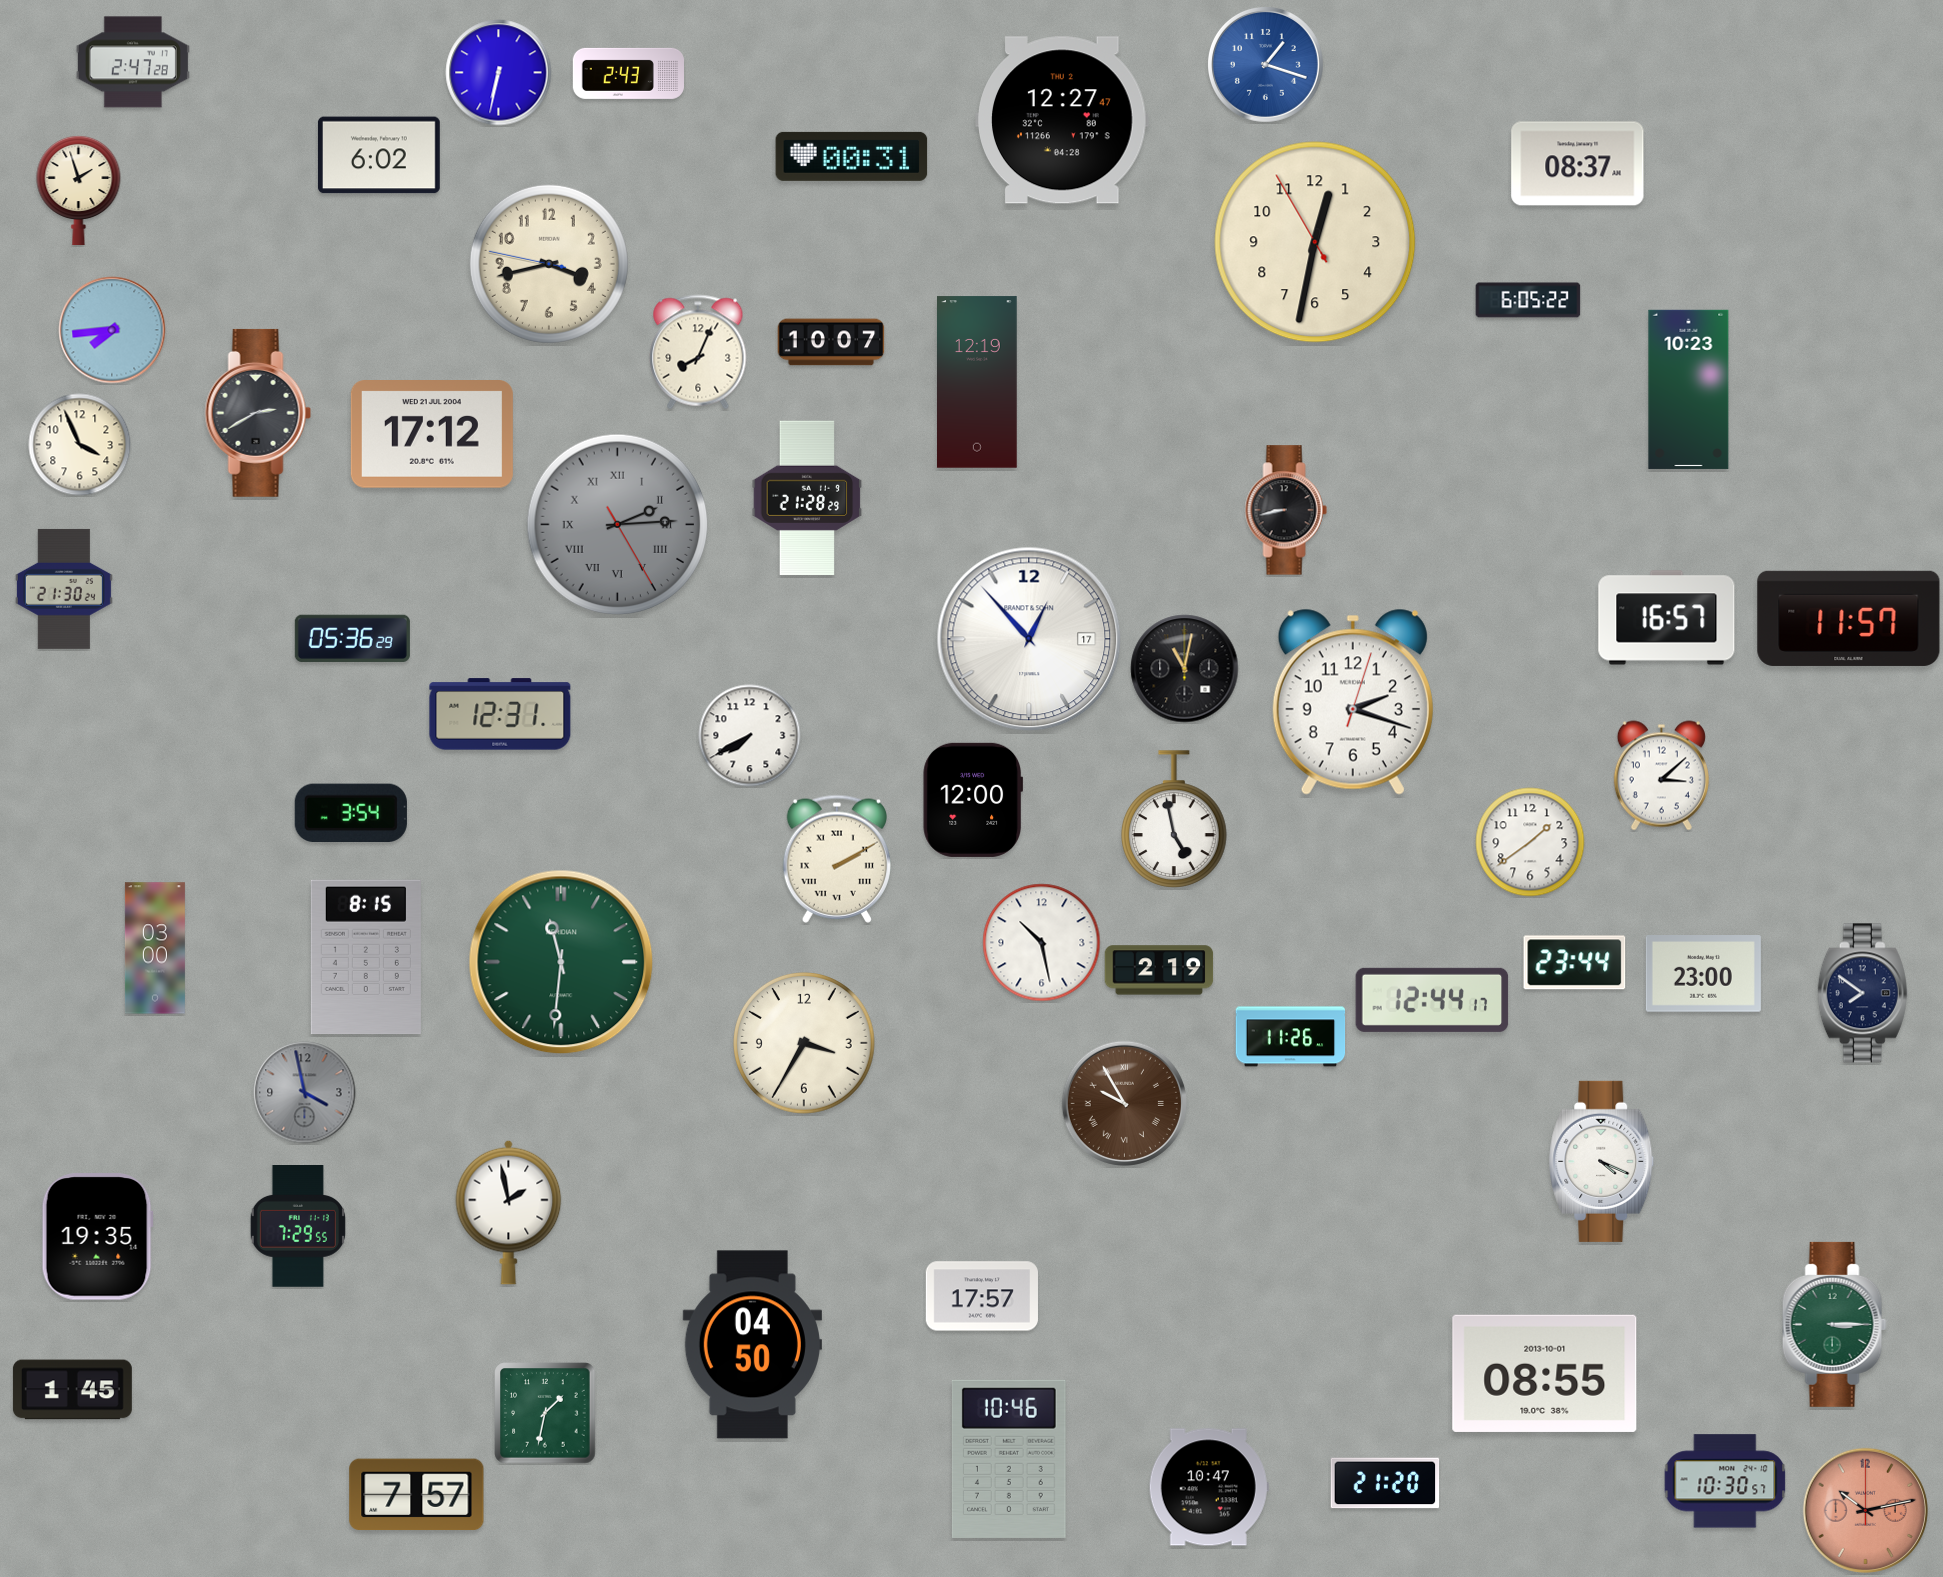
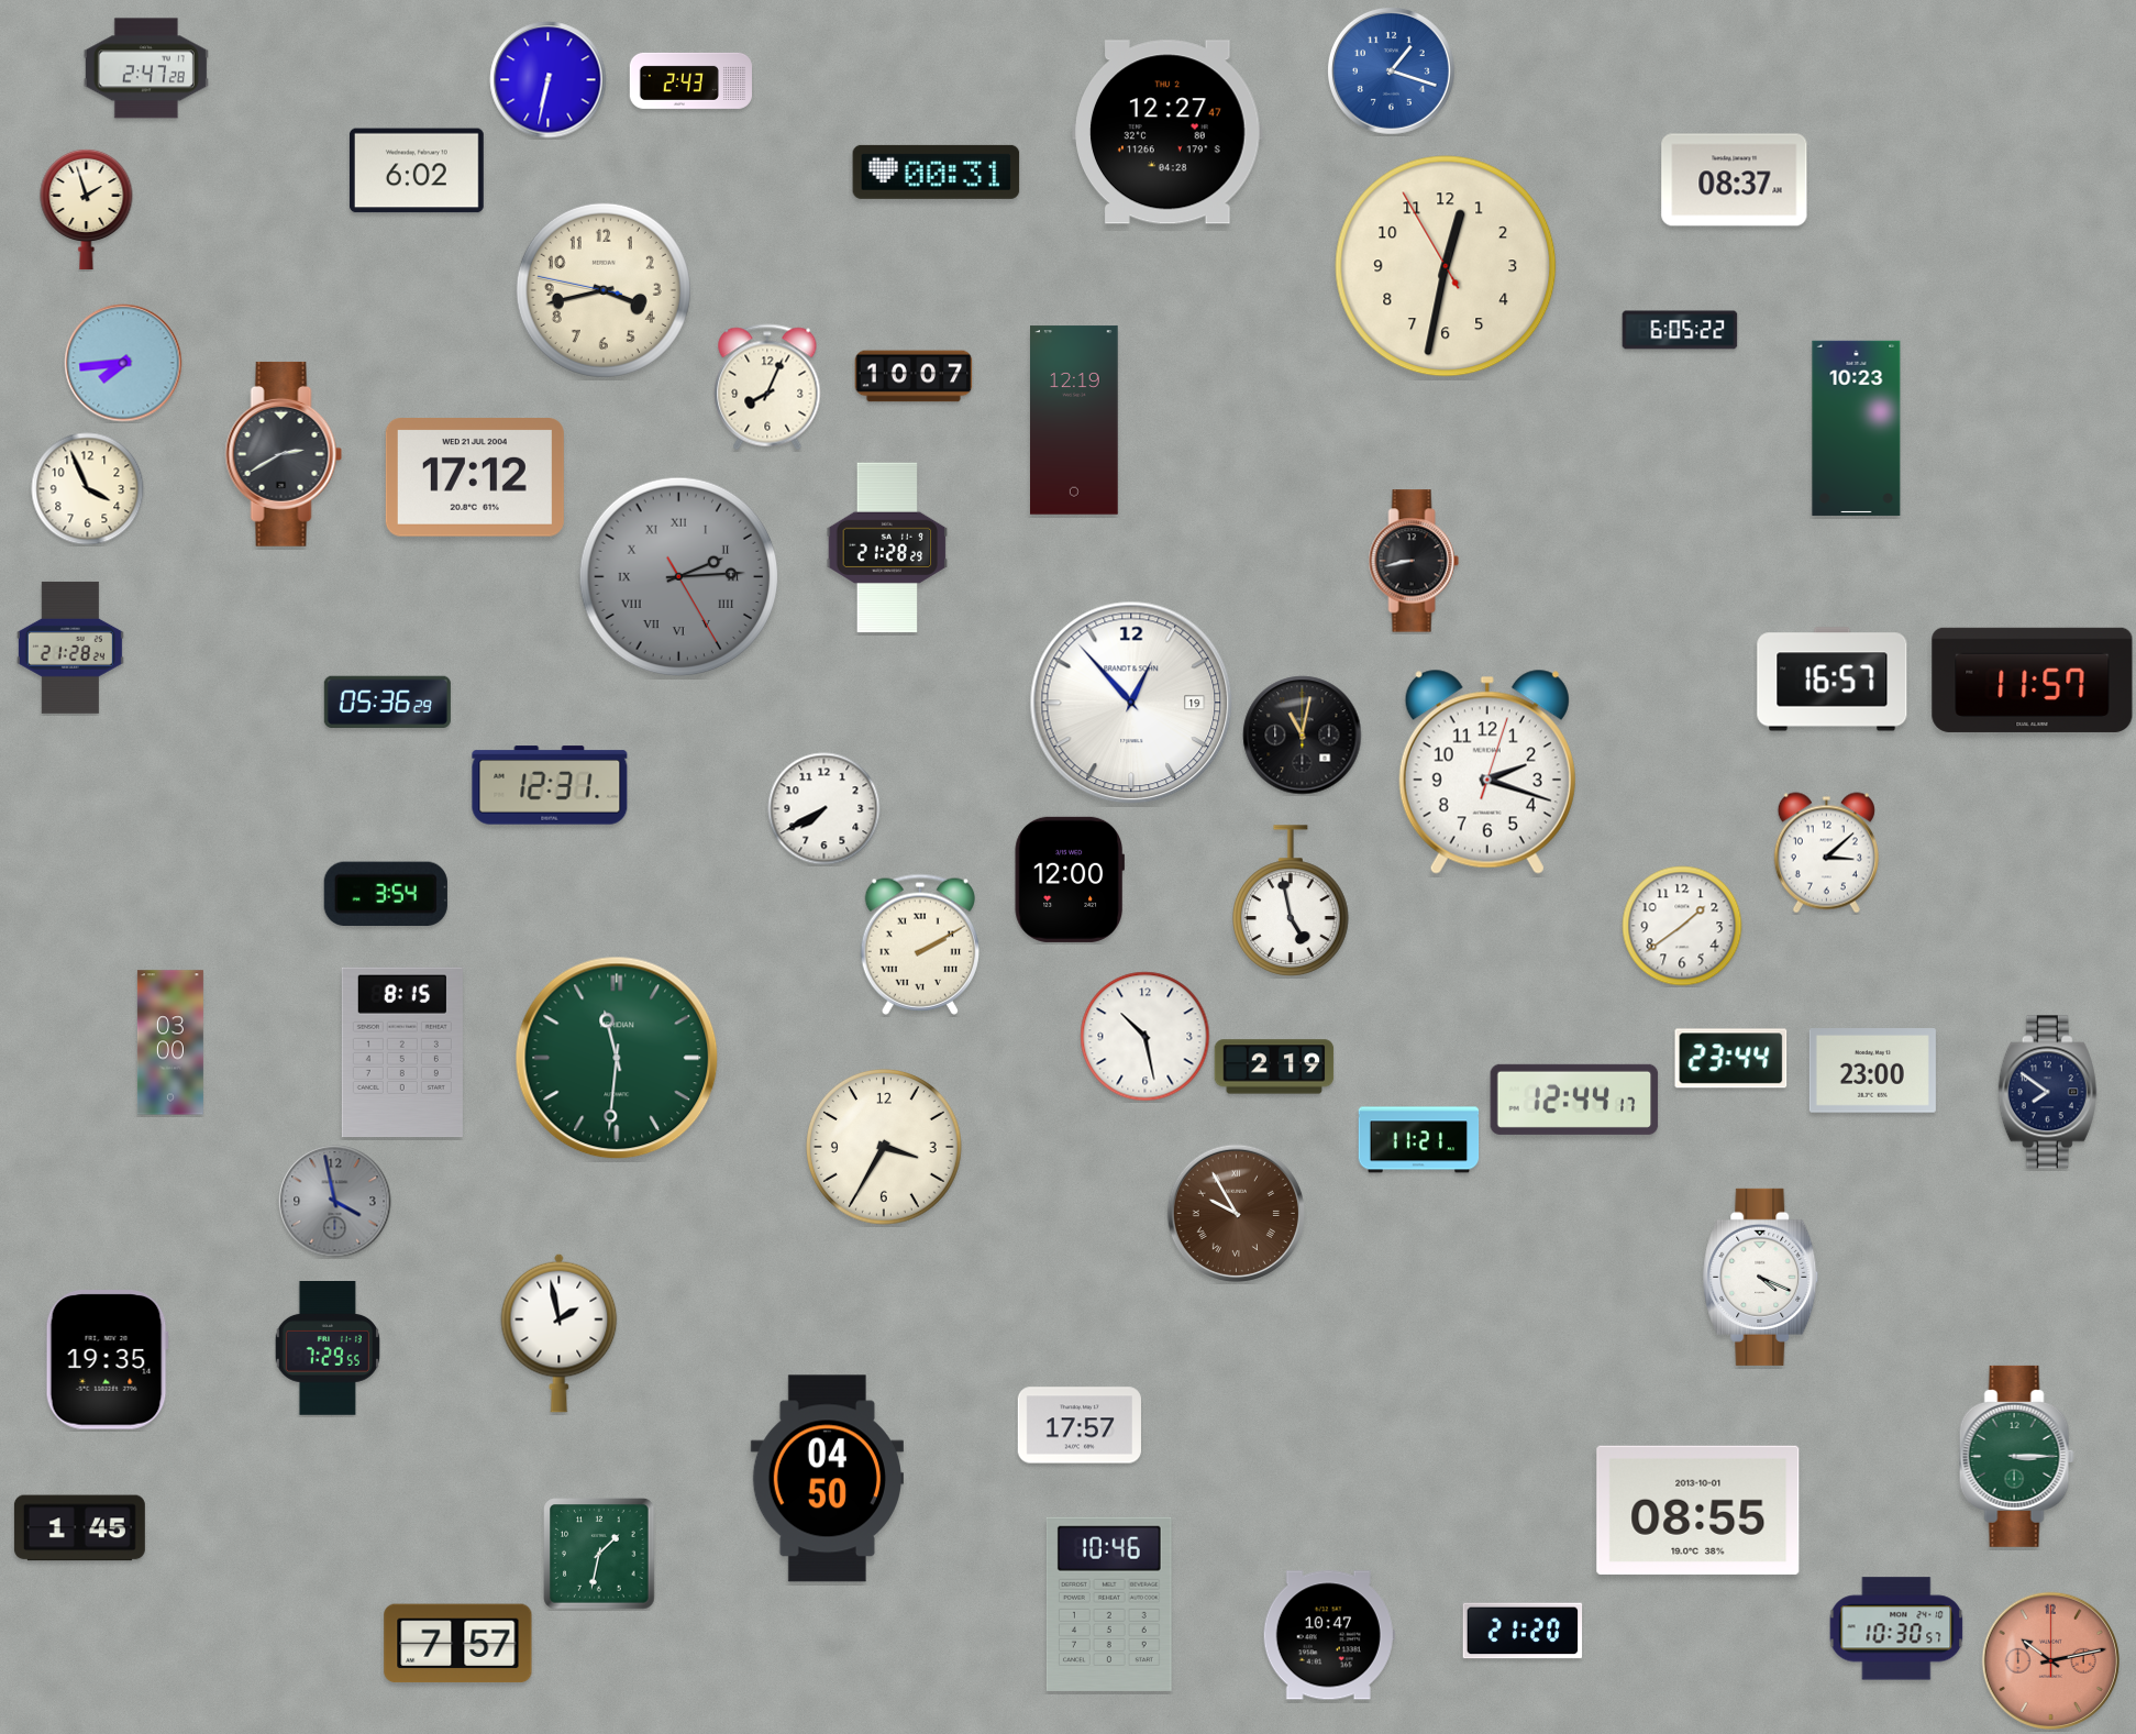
clock at (64, 589): 21:30 -> 21:28
clock at (1029, 639) date: 17 -> 19
clock at (1291, 1037): 11:26 -> 11:21
